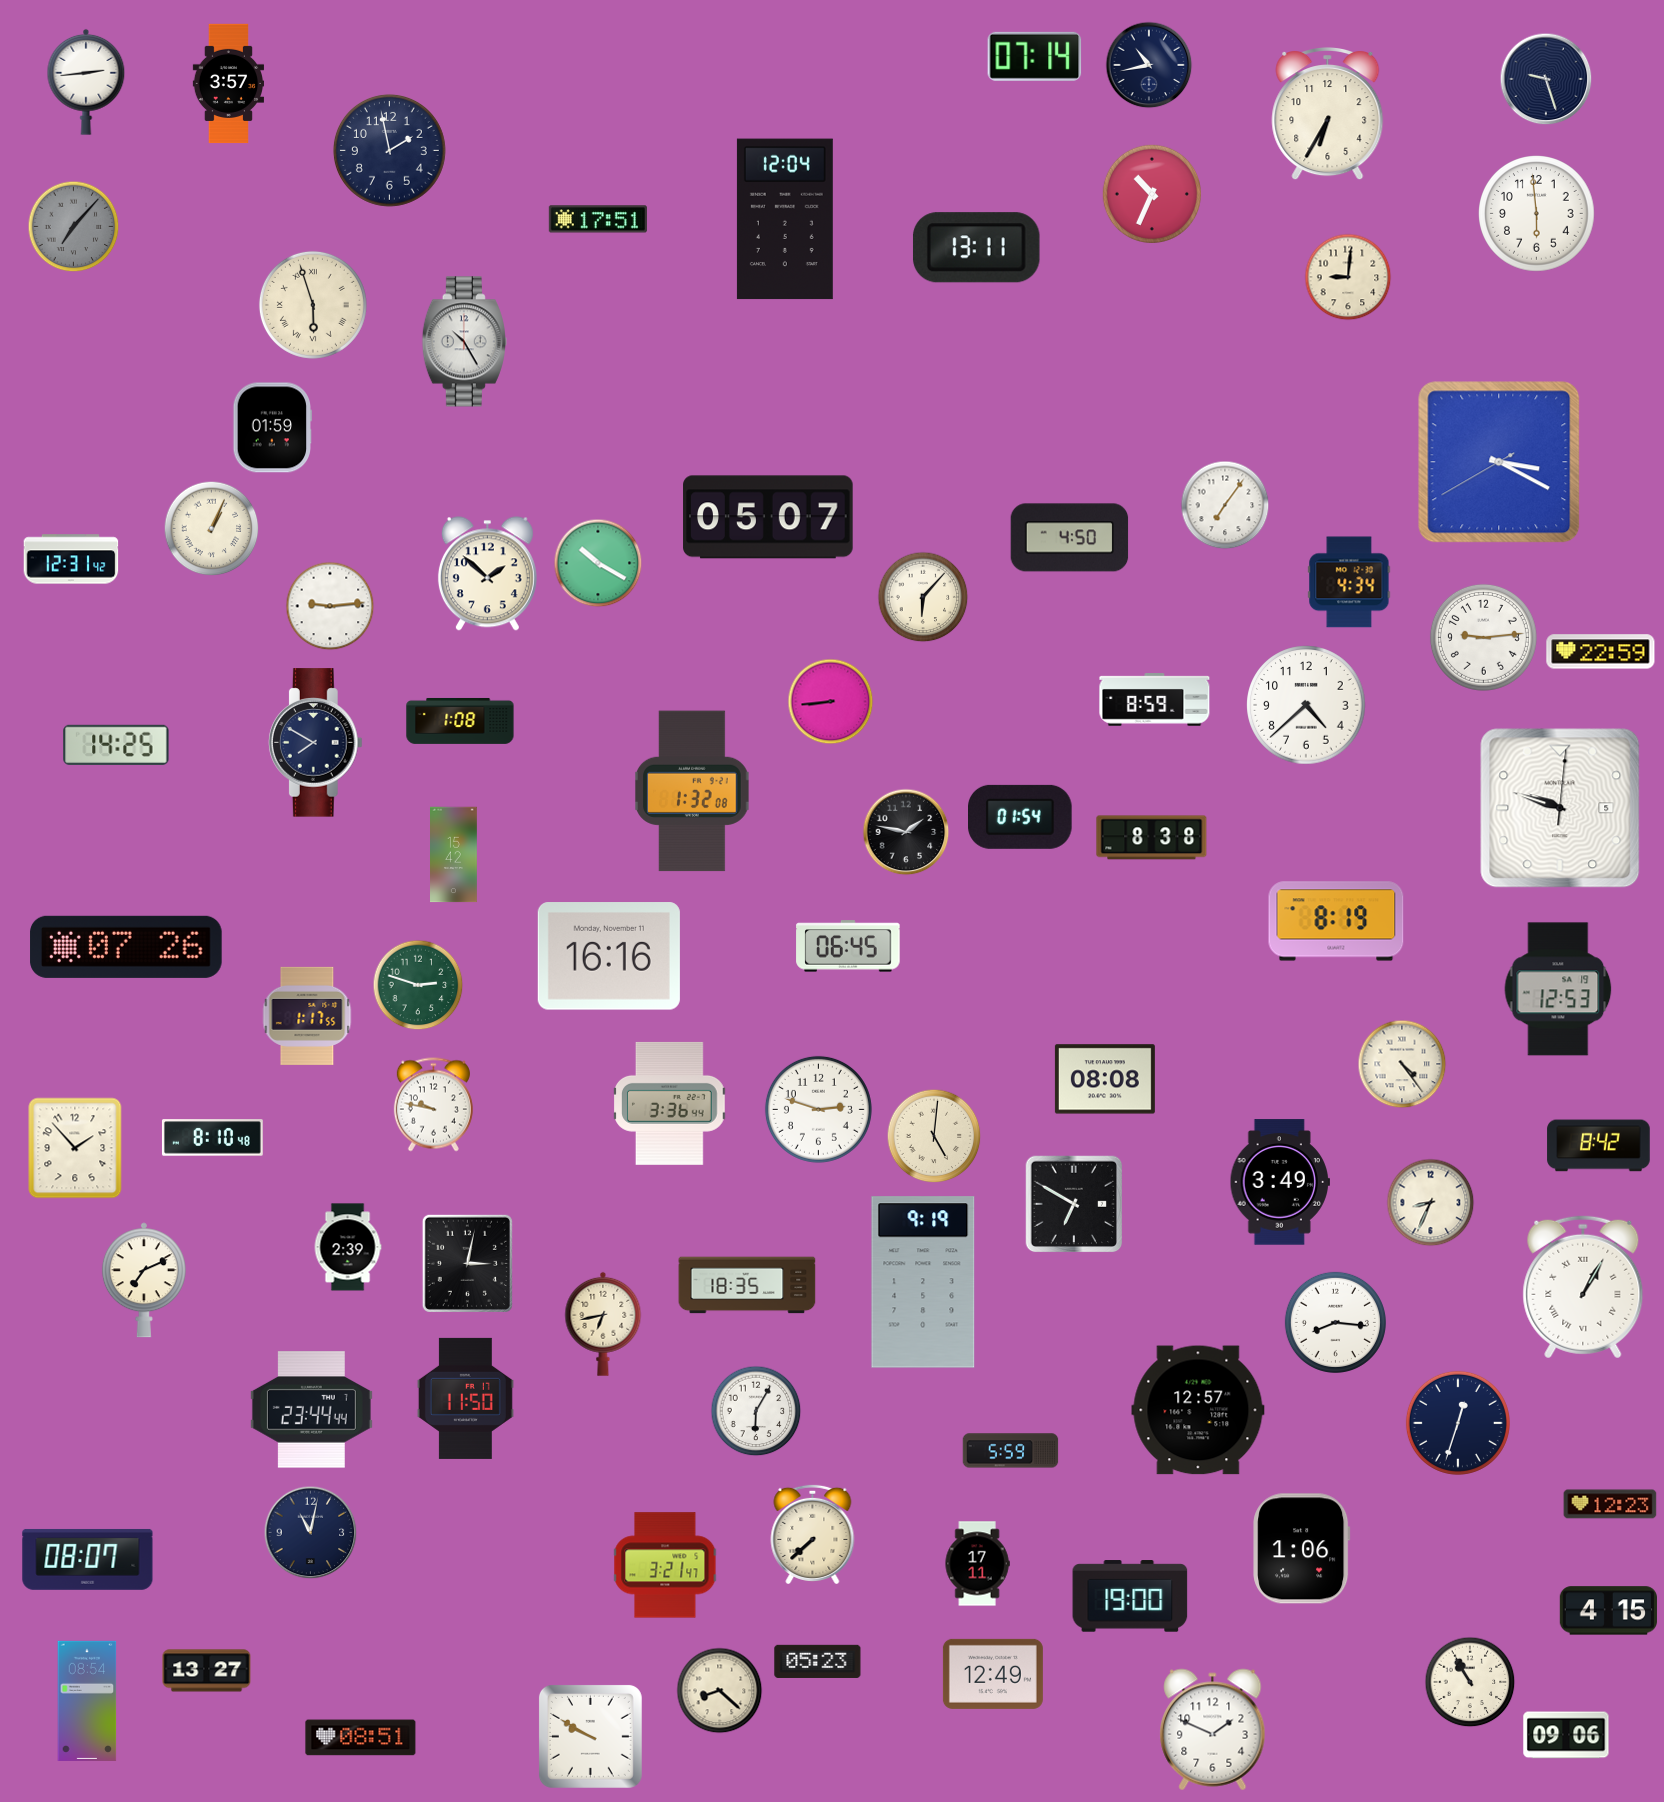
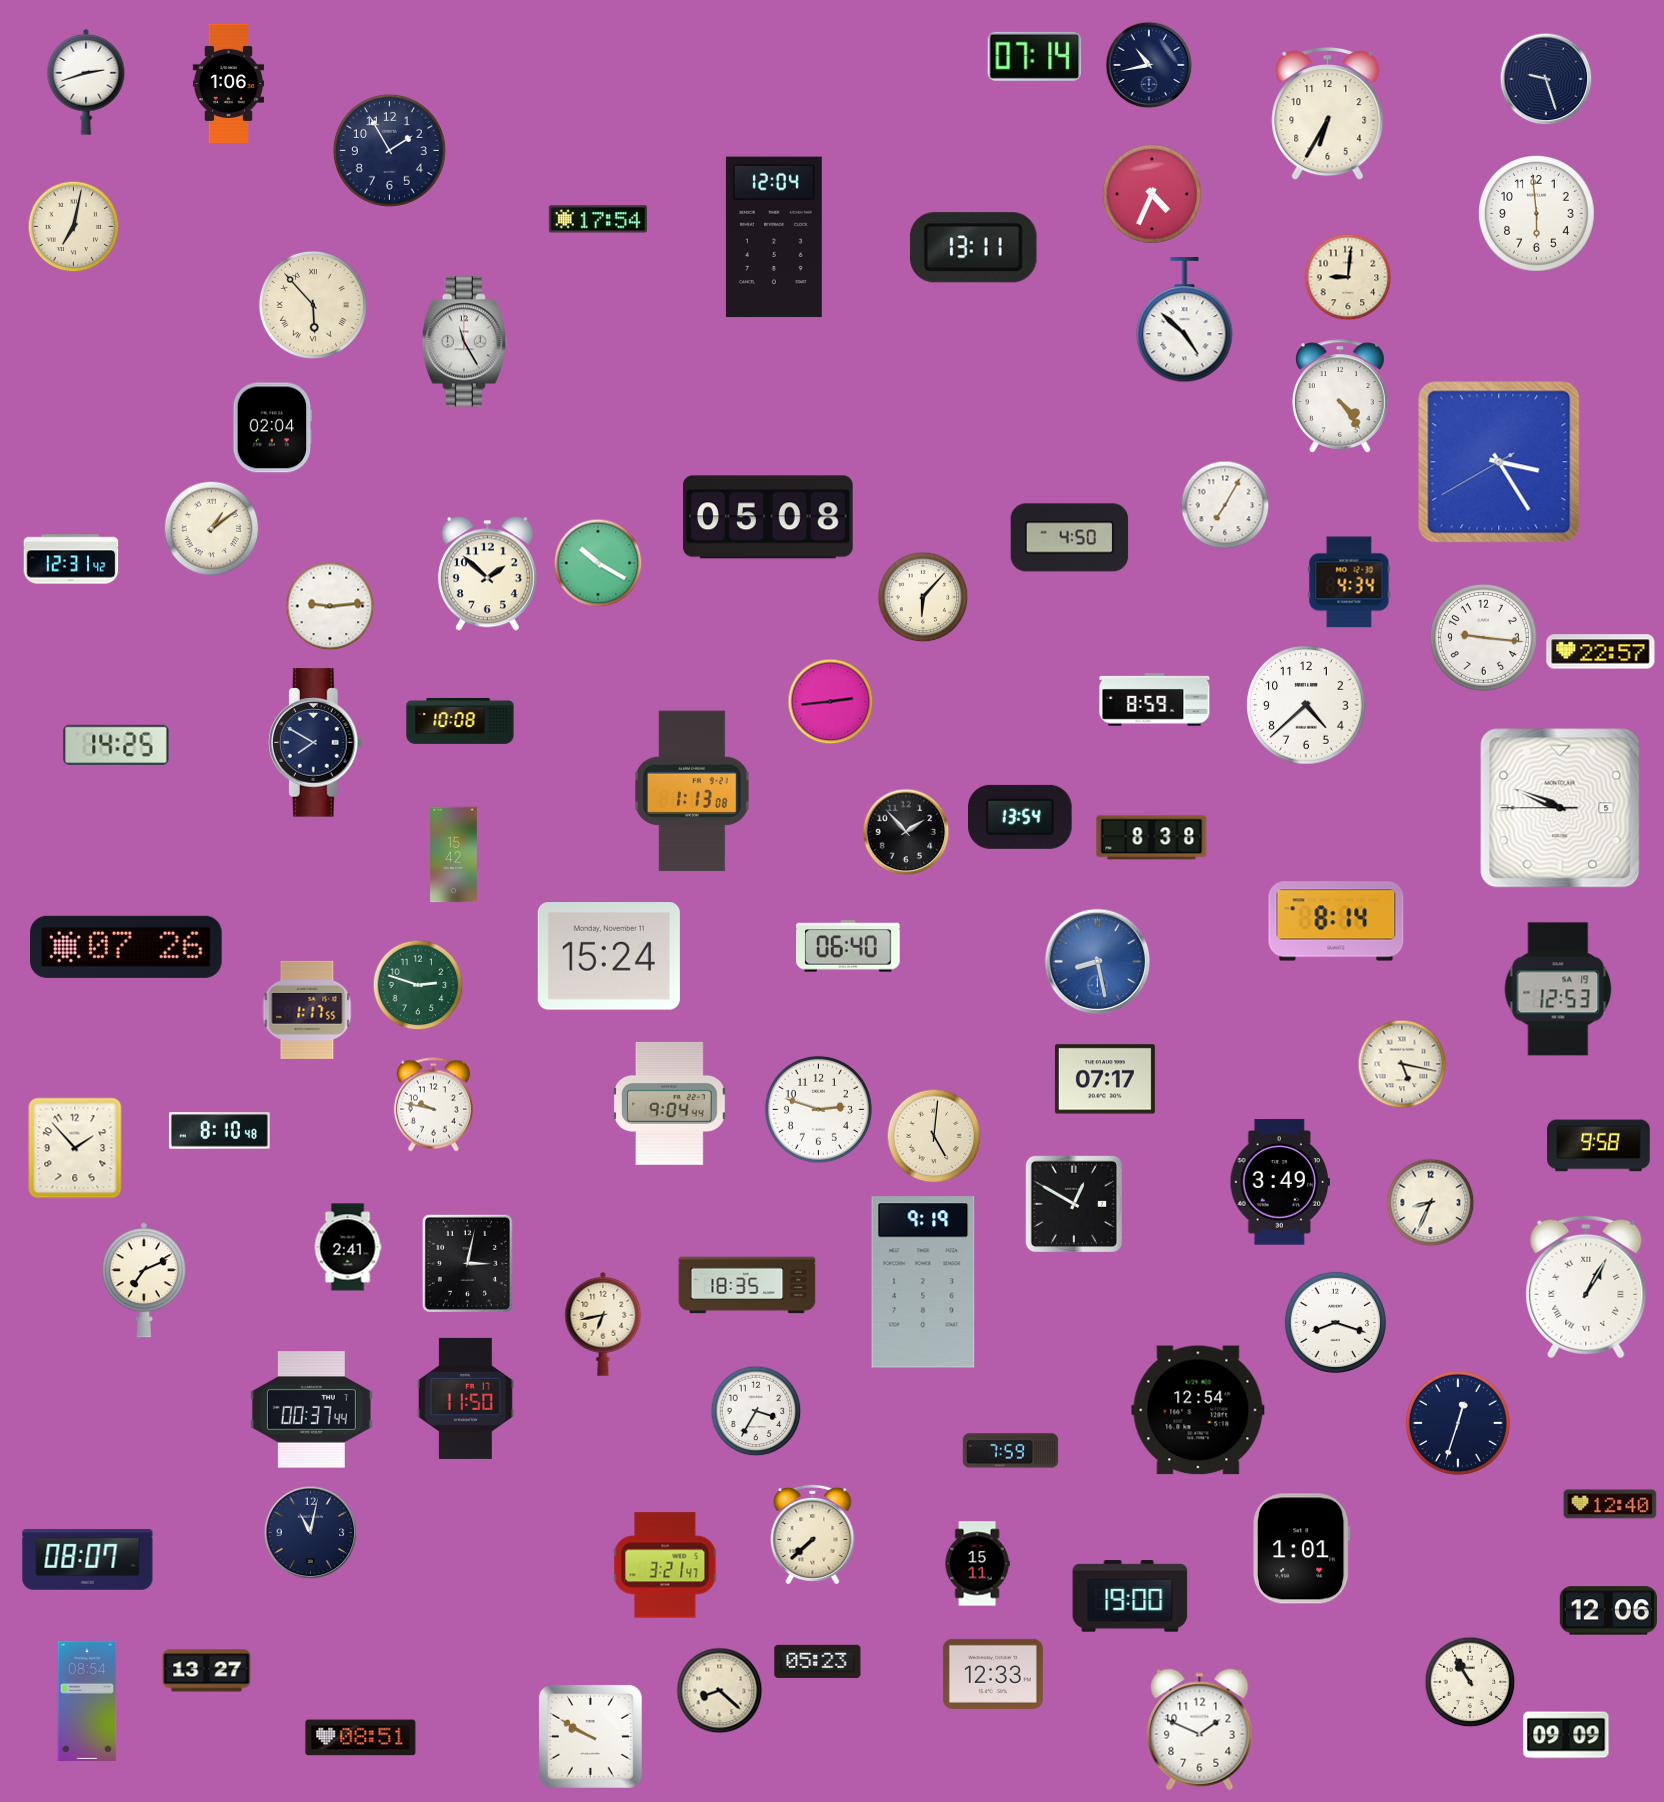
clock at (86, 82): 2:44 -> 2:42
clock at (228, 84): 3:57 -> 1:06
clock at (389, 150): 1:58 -> 1:55
clock at (1151, 193): 10:34 -> 4:34
clock at (598, 219): 17:51 -> 17:54
clock at (785, 219) position: (785, 219) -> (774, 237)
clock at (74, 227): 7:07 -> 7:02
clock at (74, 227) dial: grey -> cream
clock at (976, 248) position: (976, 248) -> (973, 248)
clock at (313, 305): 5:57 -> 5:53
clock at (1185, 320): none -> 4:52
clock at (464, 342): 10:25 -> 11:25
clock at (1340, 396): none -> 4:24
clock at (273, 428): 01:59 -> 02:04
clock at (1499, 462): 3:19 -> 3:24
clock at (1225, 505): 7:06 -> 7:05
clock at (768, 517): 05:07 -> 05:08
clock at (212, 529): 1:04 -> 1:09
clock at (1483, 637): 9:14 -> 9:16
clock at (1601, 652): 22:59 -> 22:57
clock at (831, 702): 8:44 -> 2:44
clock at (460, 721): 1:08 -> 10:08
clock at (693, 791): 1:32 -> 1:13
clock at (1560, 808): 9:48:01 -> 9:48:45
clock at (1020, 817): 01:54 -> 13:54
clock at (906, 832): 1:47 -> 1:53
clock at (1336, 921): 8:19 -> 8:14
clock at (848, 946): 06:45 -> 06:40
clock at (609, 956): 16:16 -> 15:24
clock at (1098, 962): none -> 8:28
clock at (307, 1016) position: (307, 1016) -> (307, 1010)
clock at (1402, 1064): 4:24 -> 5:17
clock at (1105, 1079): 08:08 -> 07:17
clock at (670, 1103): 3:36 -> 9:04
clock at (212, 1138) position: (212, 1138) -> (219, 1131)
clock at (1599, 1146): 8:42 -> 9:58
clock at (1074, 1204): 6:50 -> 12:50
clock at (348, 1247): 2:39 -> 2:41
clock at (1583, 1287) position: (1583, 1287) -> (1586, 1287)
clock at (1335, 1322): 8:16 -> 8:18
clock at (311, 1410): 23:44 -> 00:37
clock at (1198, 1410): 12:57 -> 12:54
clock at (756, 1411): 6:05 -> 3:35
clock at (1011, 1451): 5:59 -> 7:59
clock at (1610, 1504): 12:23 -> 12:40
clock at (1302, 1549): 1:06 -> 1:01
clock at (977, 1564): 17:11 -> 15:11
clock at (1608, 1611): 4:15 -> 12:06
clock at (993, 1674): 12:49 -> 12:33
clock at (1213, 1730) position: (1213, 1730) -> (1200, 1730)
clock at (1566, 1735): 09:06 -> 09:09
